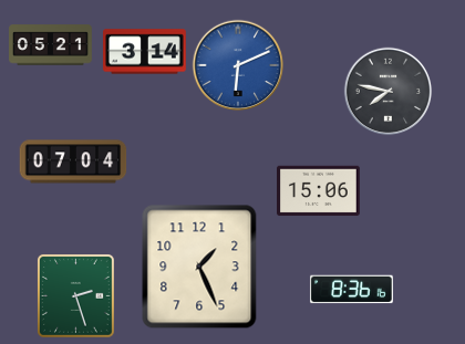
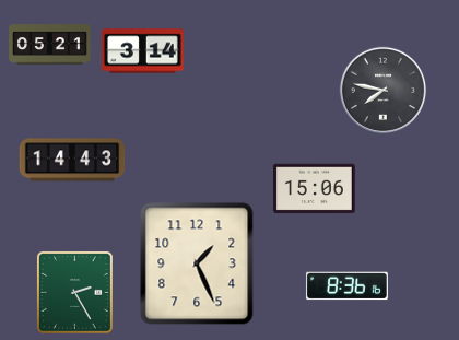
clock at (238, 65): 6:11 -> none
clock at (73, 161): 07:04 -> 14:43
clock at (75, 295): 2:27 -> 2:25
